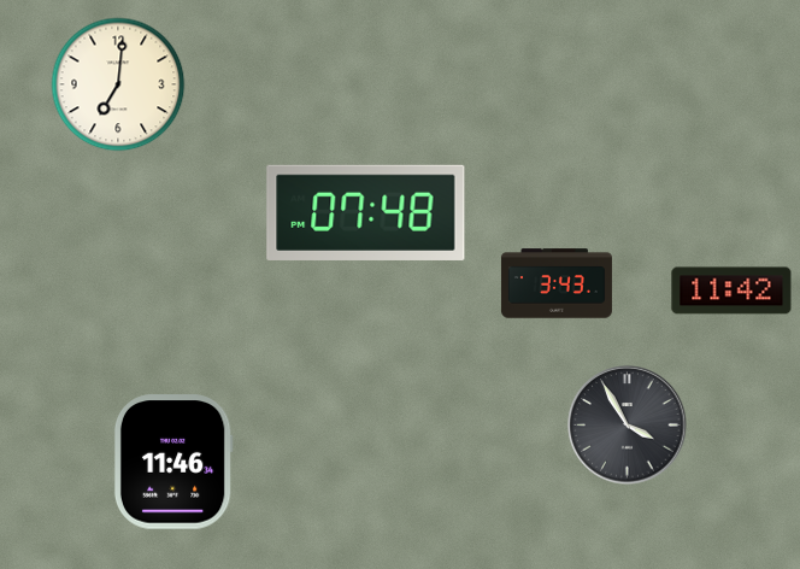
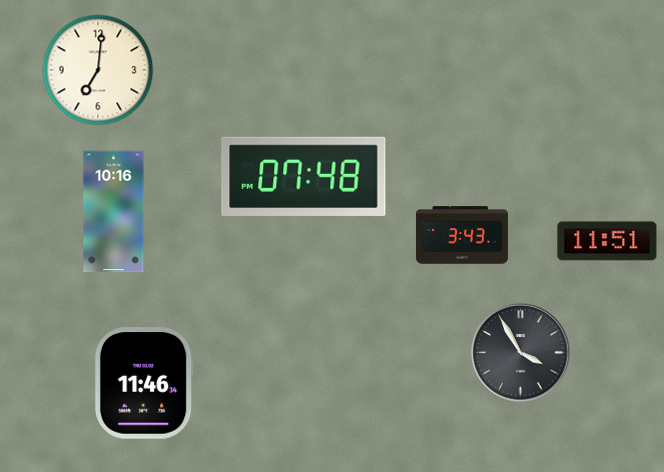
clock at (114, 212): none -> 10:16
clock at (731, 291): 11:42 -> 11:51
